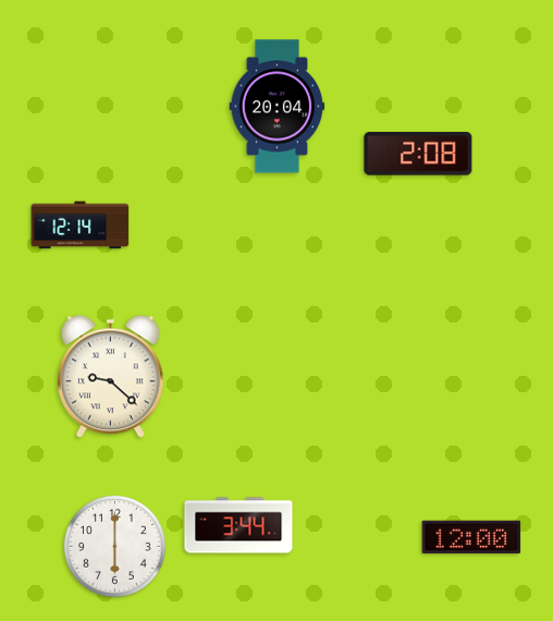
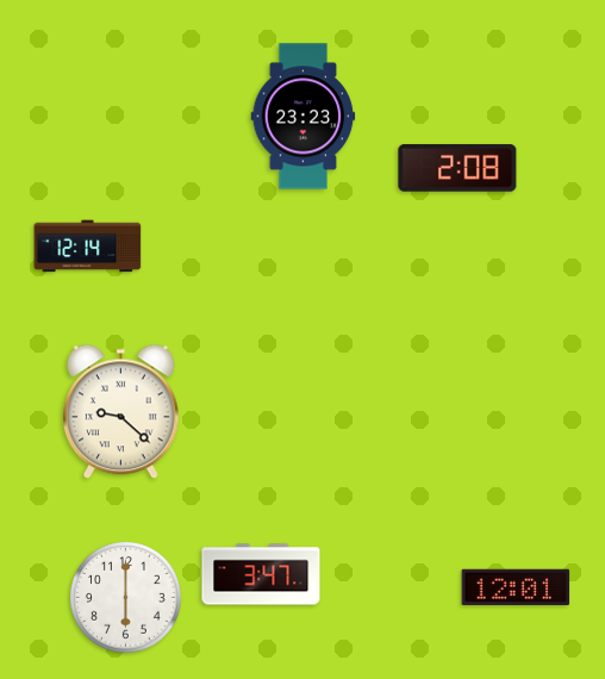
clock at (278, 107): 20:04 -> 23:23
clock at (238, 525): 3:44 -> 3:47
clock at (471, 537): 12:00 -> 12:01
